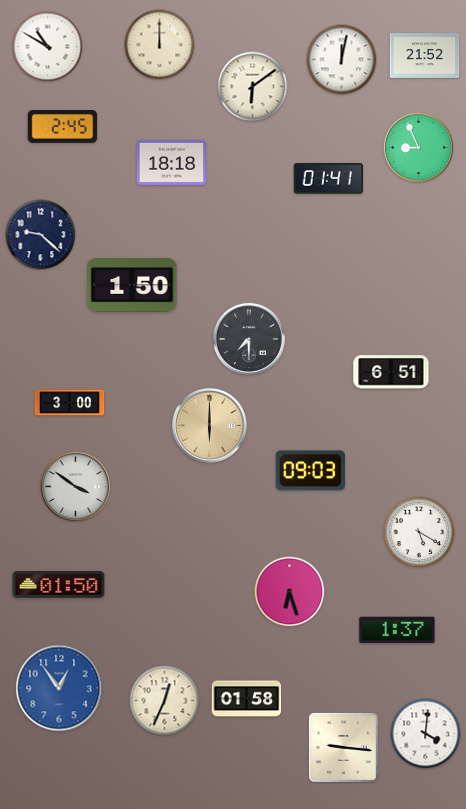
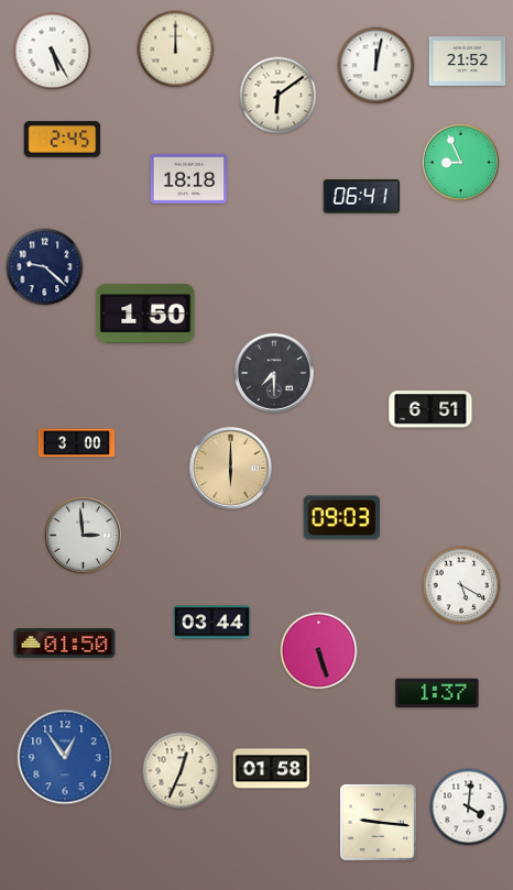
clock at (48, 47): 10:50 -> 5:25
clock at (63, 127) position: (63, 127) -> (63, 140)
clock at (329, 179): 01:41 -> 06:41
clock at (41, 235) position: (41, 235) -> (45, 267)
clock at (75, 486): 3:51 -> 2:59
clock at (212, 623): none -> 03:44
clock at (290, 592): 6:27 -> 5:27
